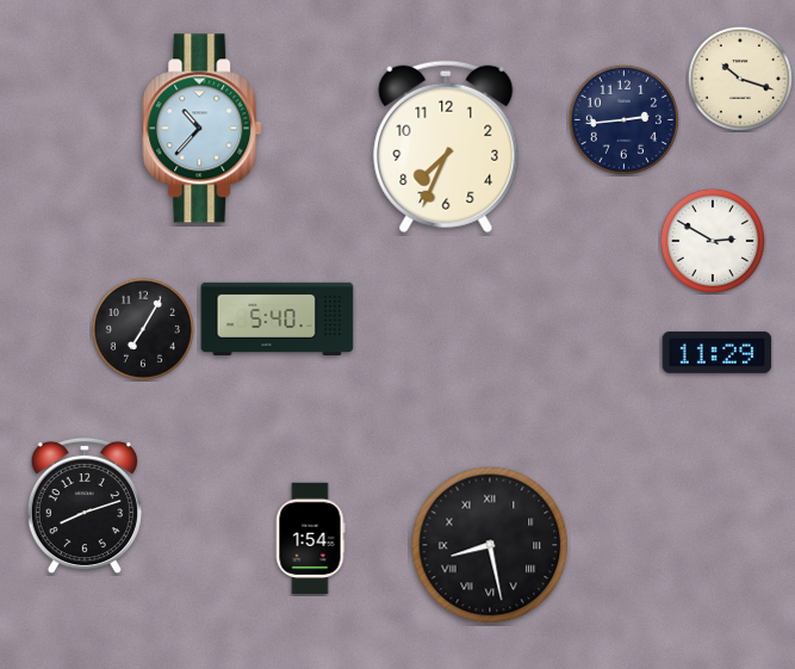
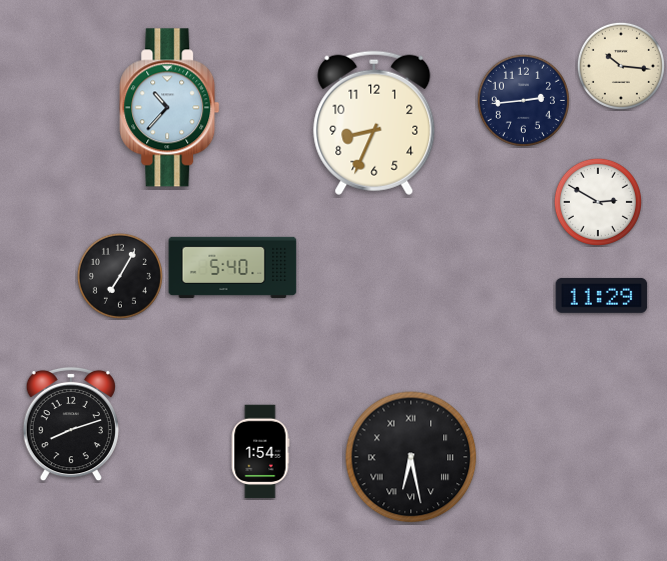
clock at (740, 79): 10:18 -> 10:16
clock at (446, 147): 7:34 -> 8:34
clock at (490, 545): 8:28 -> 6:28
